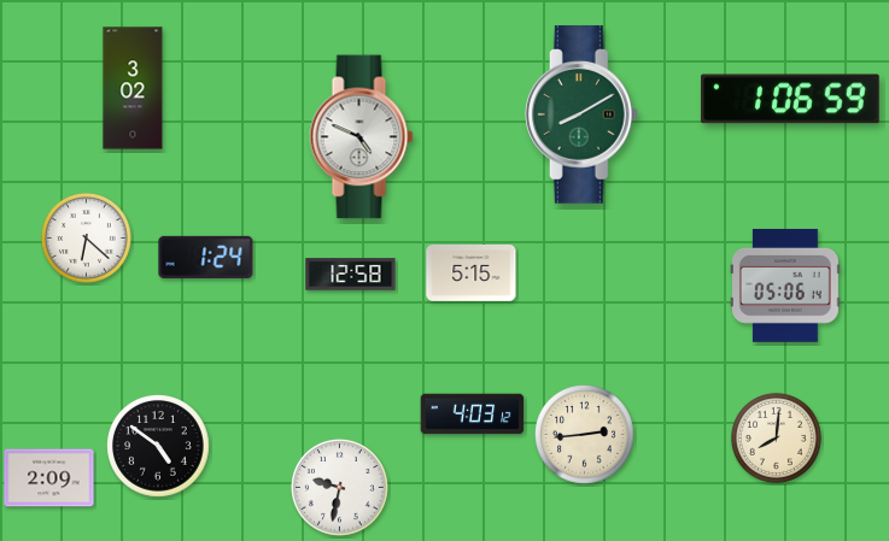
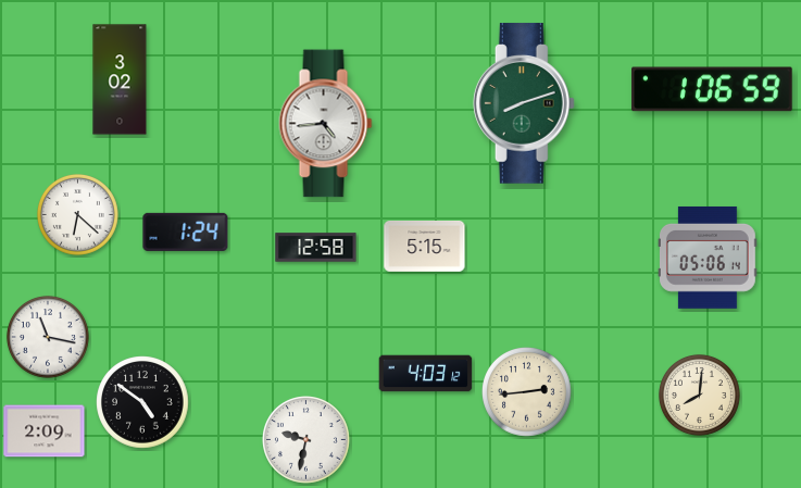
clock at (581, 114): 8:10 -> 8:12
clock at (362, 137): 4:49 -> 4:44
clock at (48, 337): none -> 11:17
